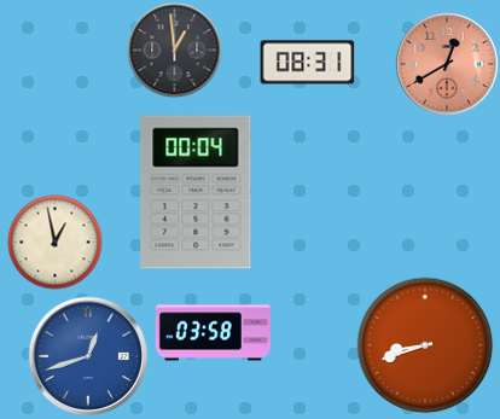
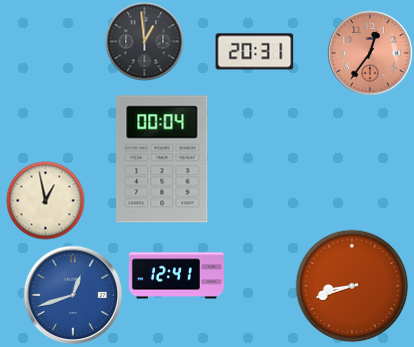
clock at (307, 63): 08:31 -> 20:31
clock at (447, 64): 12:40 -> 12:36
clock at (213, 333): 03:58 -> 12:41
